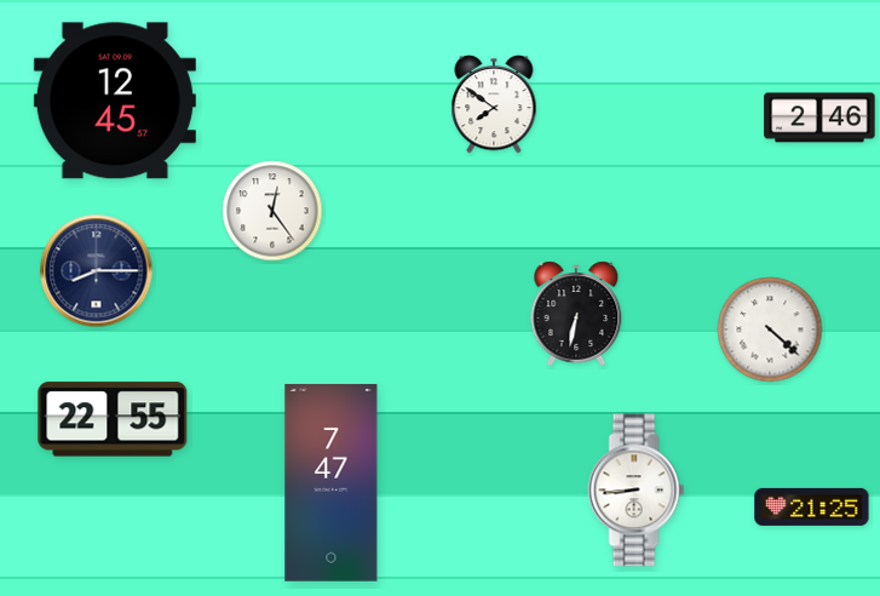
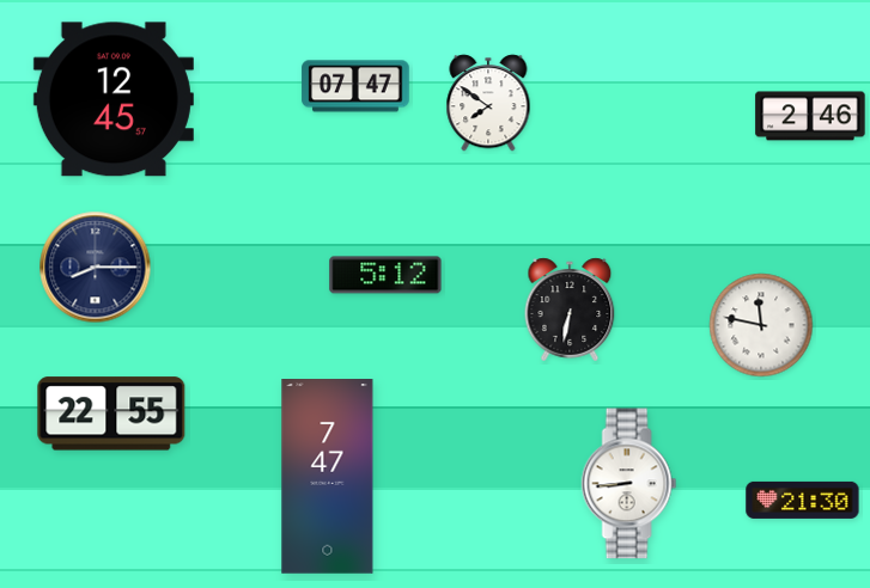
clock at (355, 86): none -> 07:47
clock at (272, 211): 12:24 -> none
clock at (385, 275): none -> 5:12
clock at (770, 329): 4:22 -> 11:47
clock at (812, 506): 21:25 -> 21:30
